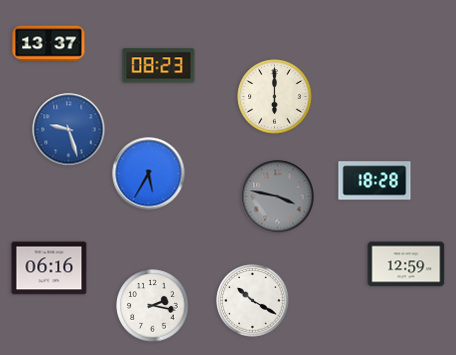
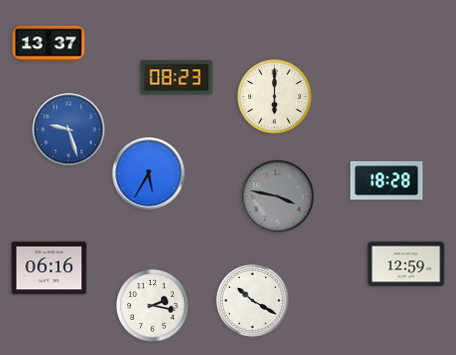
clock at (159, 66) position: (159, 66) -> (177, 78)
clock at (375, 181) position: (375, 181) -> (387, 181)
